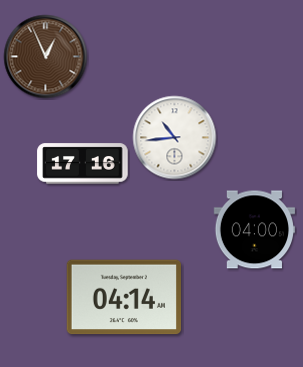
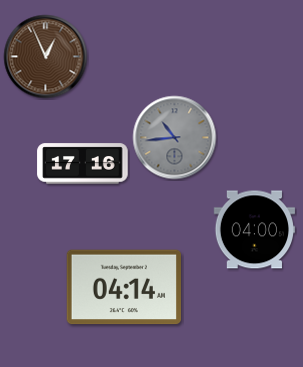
clock at (175, 138) dial: white -> grey
clock at (123, 297) position: (123, 297) -> (123, 287)
